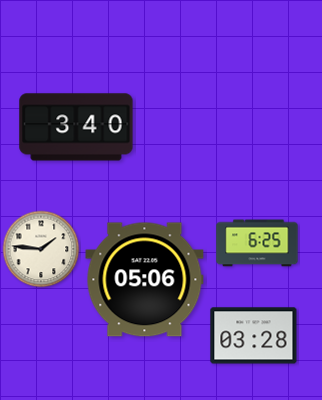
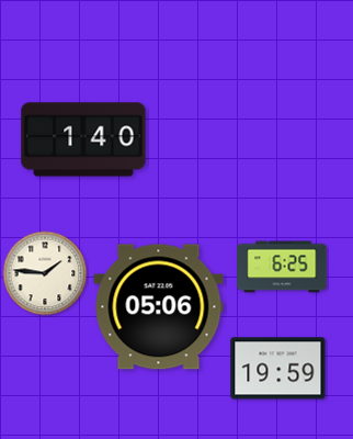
clock at (76, 127): 3:40 -> 1:40
clock at (254, 336): 03:28 -> 19:59
